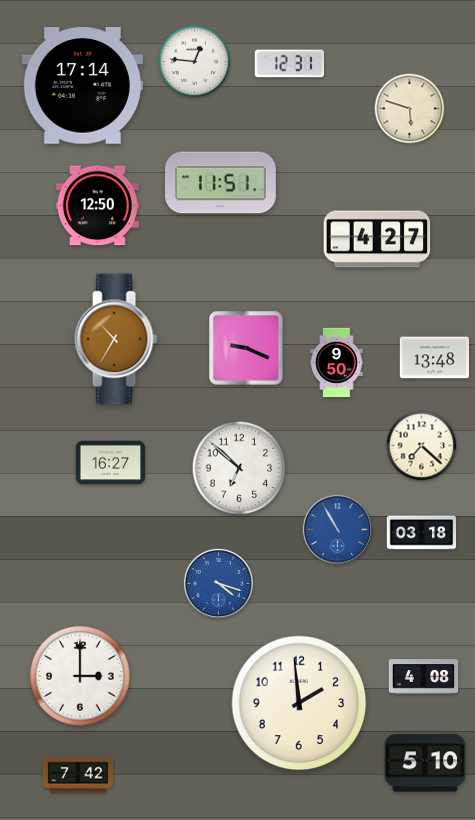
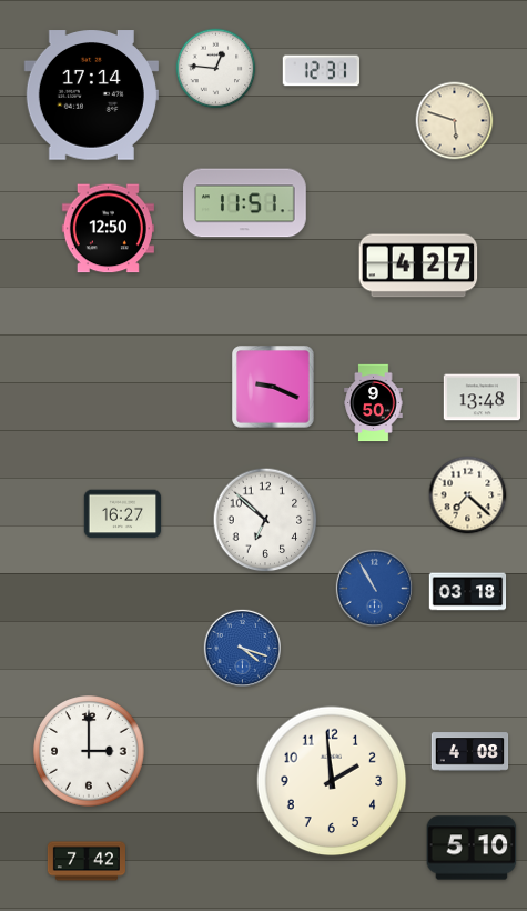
clock at (116, 339): 10:35 -> none
